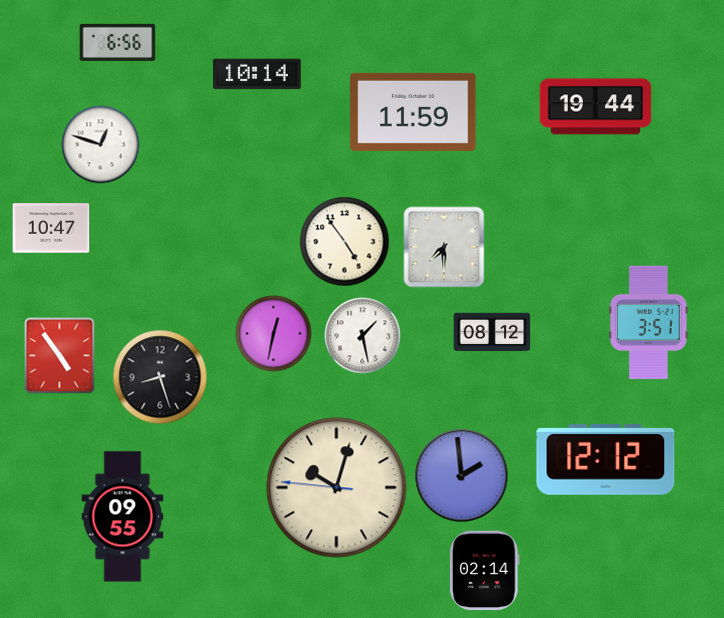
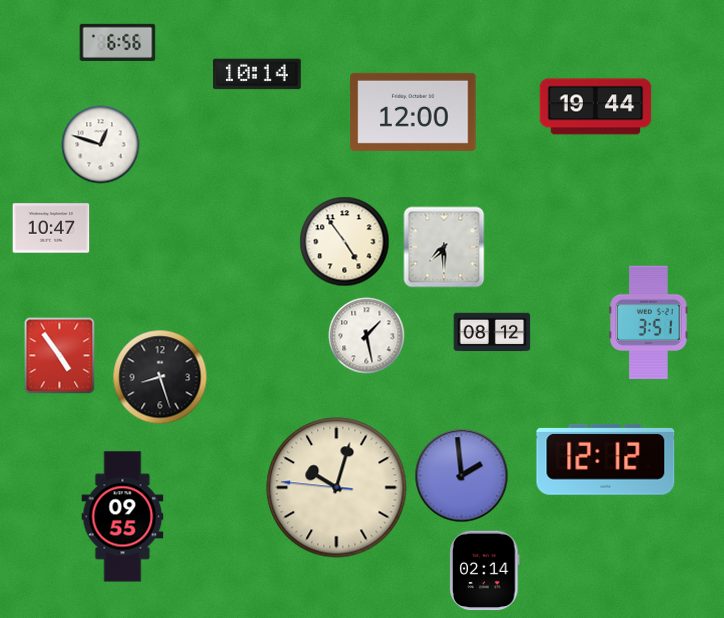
clock at (413, 112): 11:59 -> 12:00
clock at (274, 334): 12:32 -> none
clock at (363, 336) position: (363, 336) -> (367, 336)
